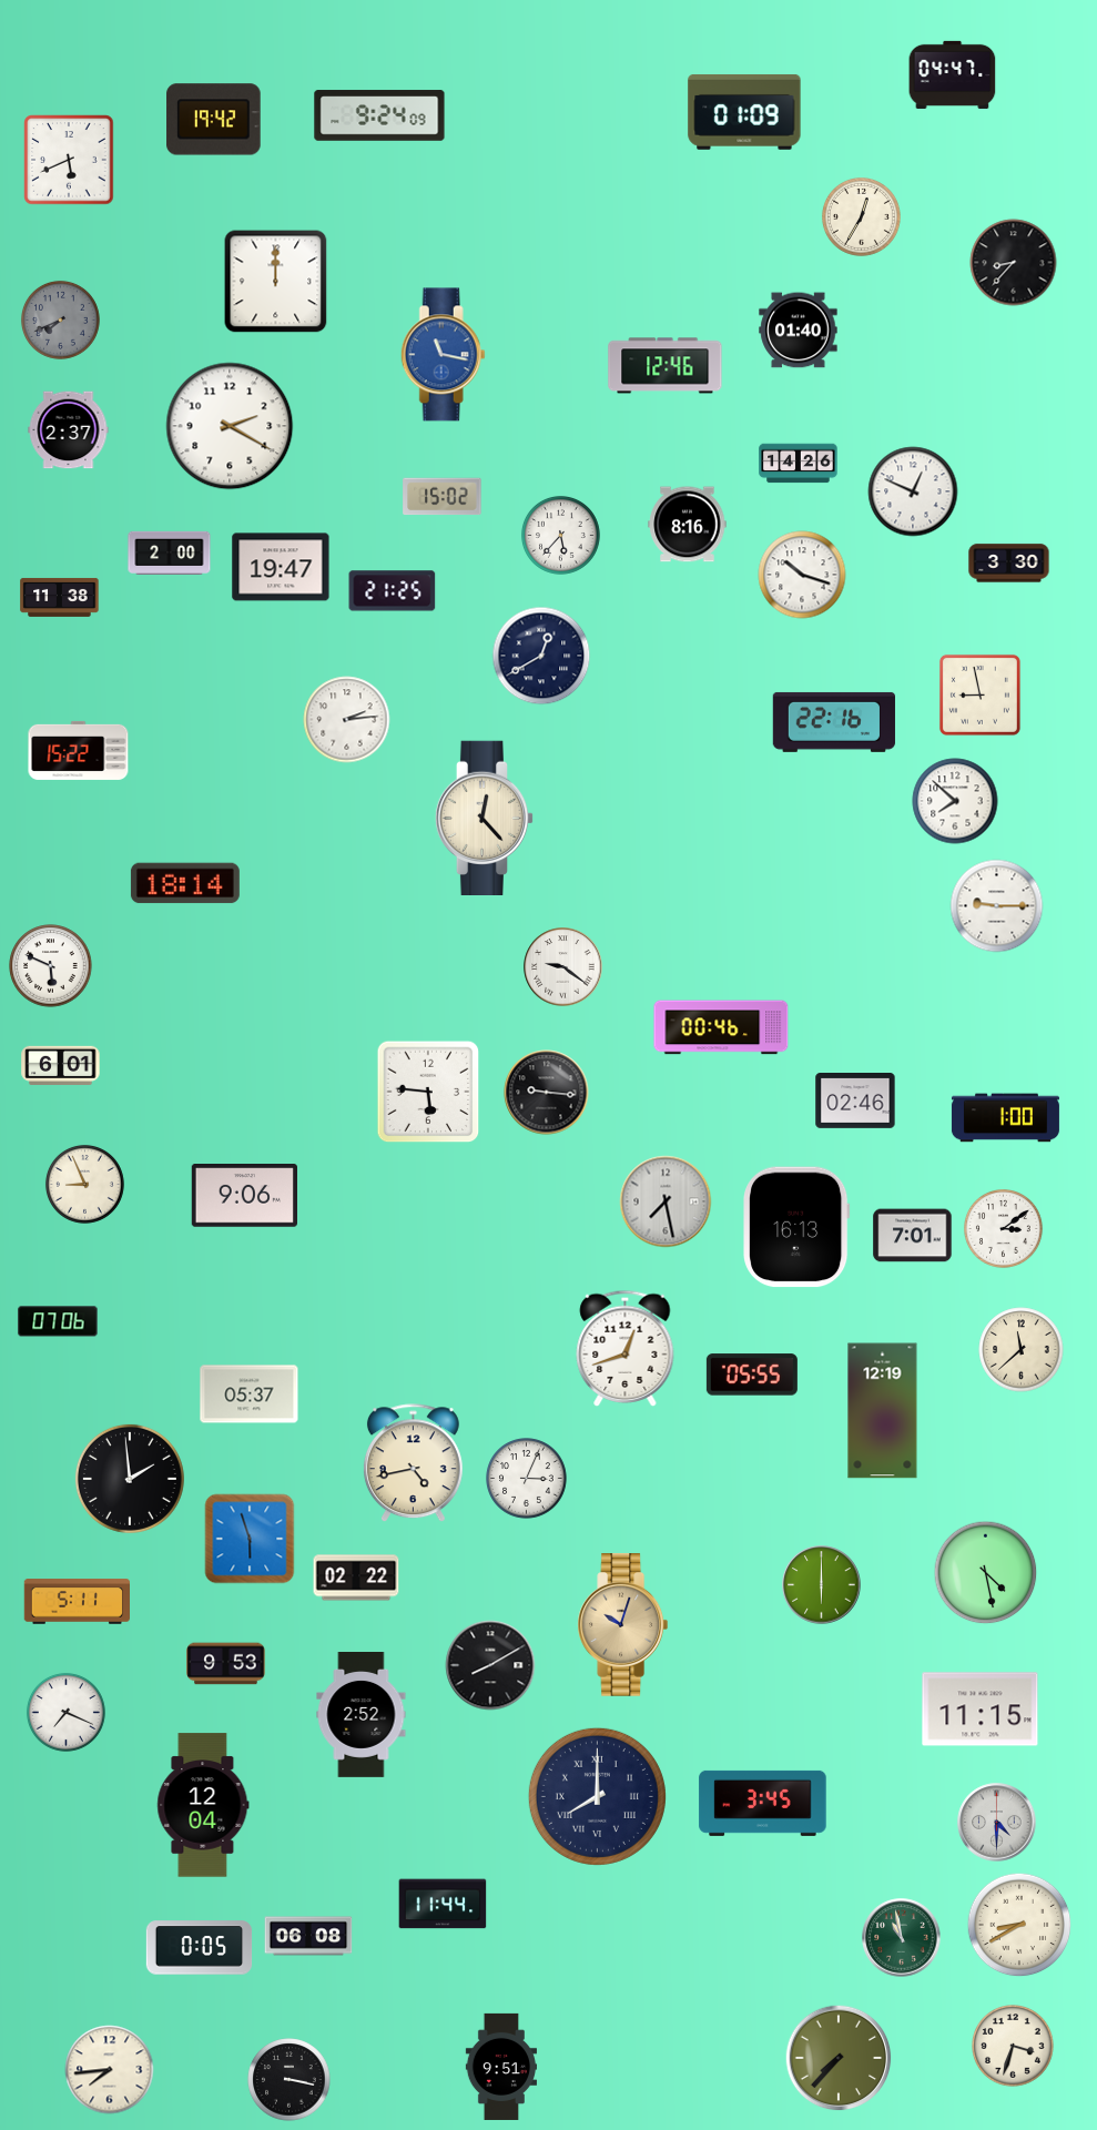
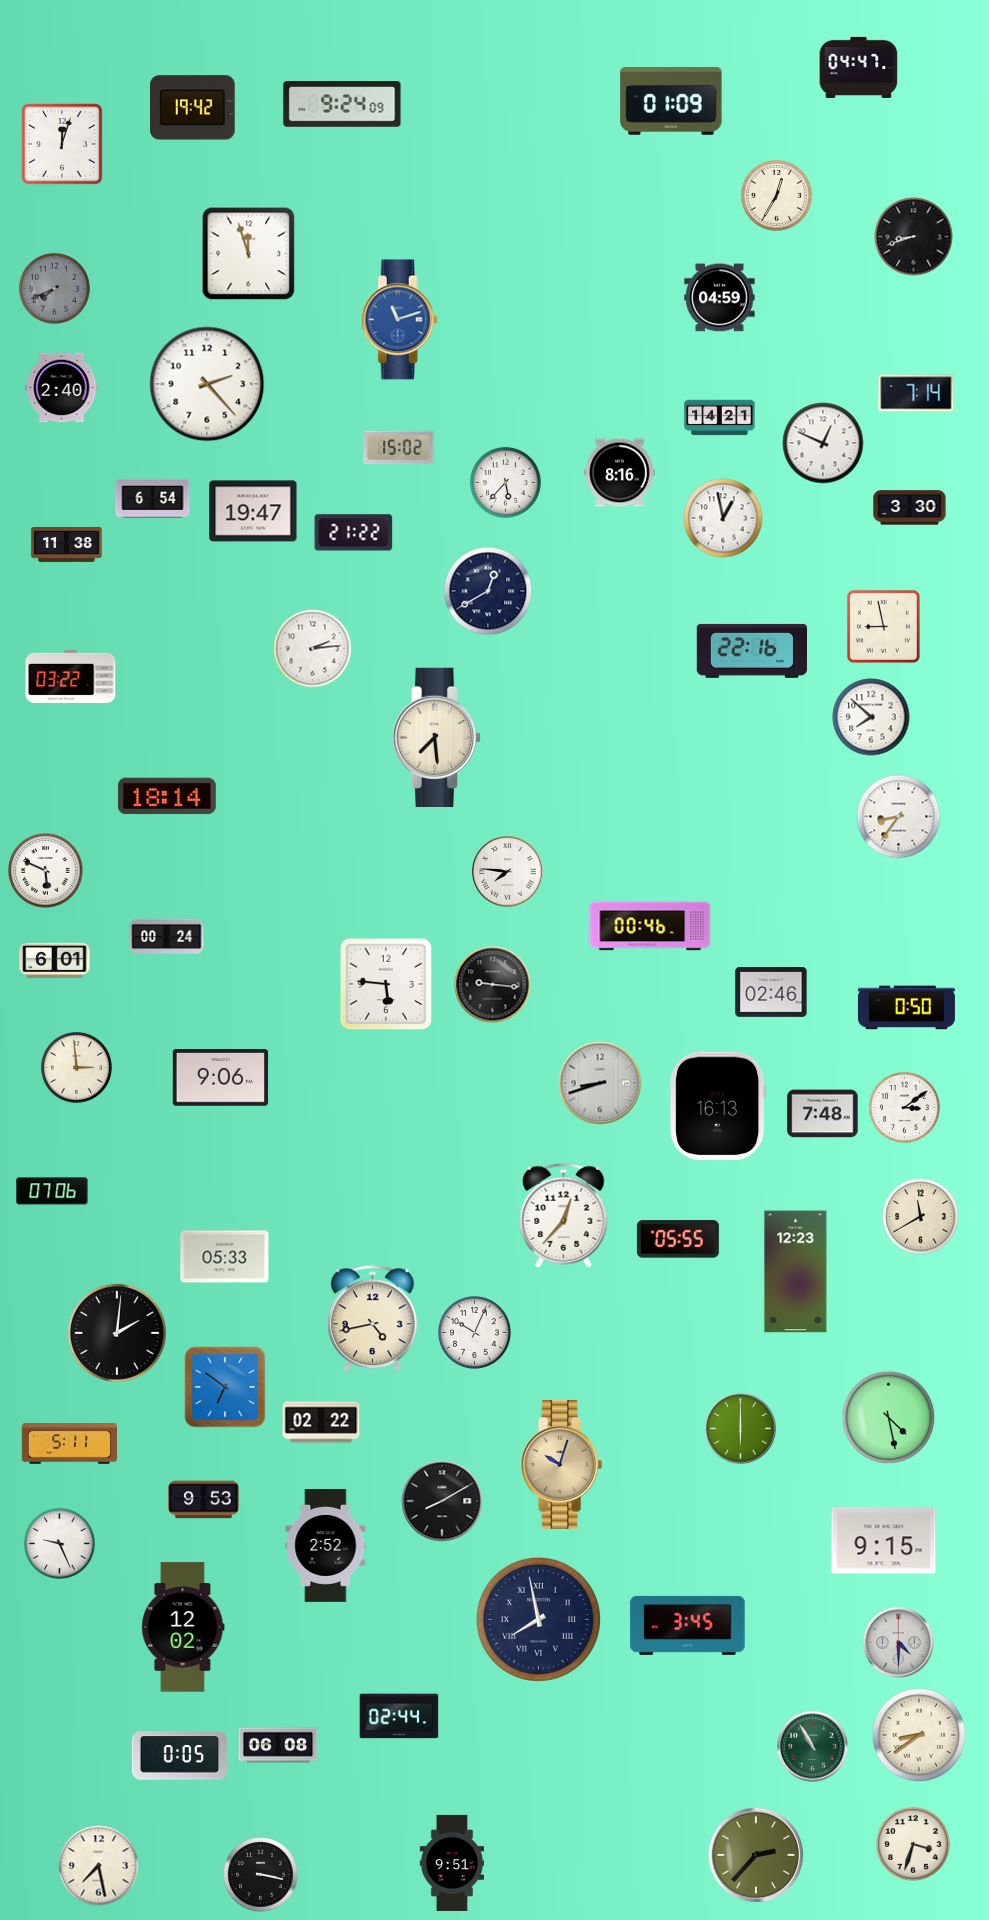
clock at (69, 160): 5:41 -> 12:03
clock at (1014, 263): 8:37 -> 8:42
clock at (276, 282): 12:00 -> 11:57
clock at (799, 331): 01:40 -> 04:59
clock at (443, 355): 11:17 -> 11:12
clock at (666, 366): 12:46 -> none
clock at (230, 426): 2:20 -> 2:23
clock at (69, 430): 2:37 -> 2:40
clock at (916, 393): none -> 7:14
clock at (799, 464): 14:26 -> 14:21
clock at (170, 552): 2:00 -> 6:54
clock at (802, 575): 10:18 -> 12:58
clock at (393, 591): 21:25 -> 21:22
clock at (60, 597) position: (60, 597) -> (67, 544)
clock at (79, 750): 15:22 -> 03:22
clock at (955, 801) position: (955, 801) -> (871, 717)
clock at (485, 818): 12:23 -> 7:29
clock at (997, 906): 9:15 -> 8:36
clock at (563, 967): 9:21 -> 7:46
clock at (167, 936): none -> 00:24
clock at (1005, 1118): 1:00 -> 0:50
clock at (84, 1184): 8:56 -> 2:59
clock at (666, 1201): 7:28 -> 8:42
clock at (913, 1236): 7:01 -> 7:48
clock at (626, 1348): 12:42 -> 12:37
clock at (1022, 1350): 11:38 -> 11:40
clock at (250, 1394): 05:37 -> 05:33
clock at (883, 1411): 12:19 -> 12:23
clock at (130, 1479): 1:59 -> 2:01
clock at (527, 1479): 3:04 -> 10:04
clock at (250, 1539): 5:57 -> 6:51
clock at (981, 1710): 11:15 -> 9:15
clock at (65, 1712): 7:19 -> 9:26
clock at (597, 1796): 8:00 -> 7:58
clock at (203, 1805): 12:04 -> 12:02
clock at (443, 1904): 11:44 -> 02:44
clock at (1019, 1925): 8:40 -> 8:39
clock at (902, 1938): 10:58 -> 10:55
clock at (839, 2058): 7:37 -> 2:37
clock at (110, 2070): 7:44 -> 7:28
